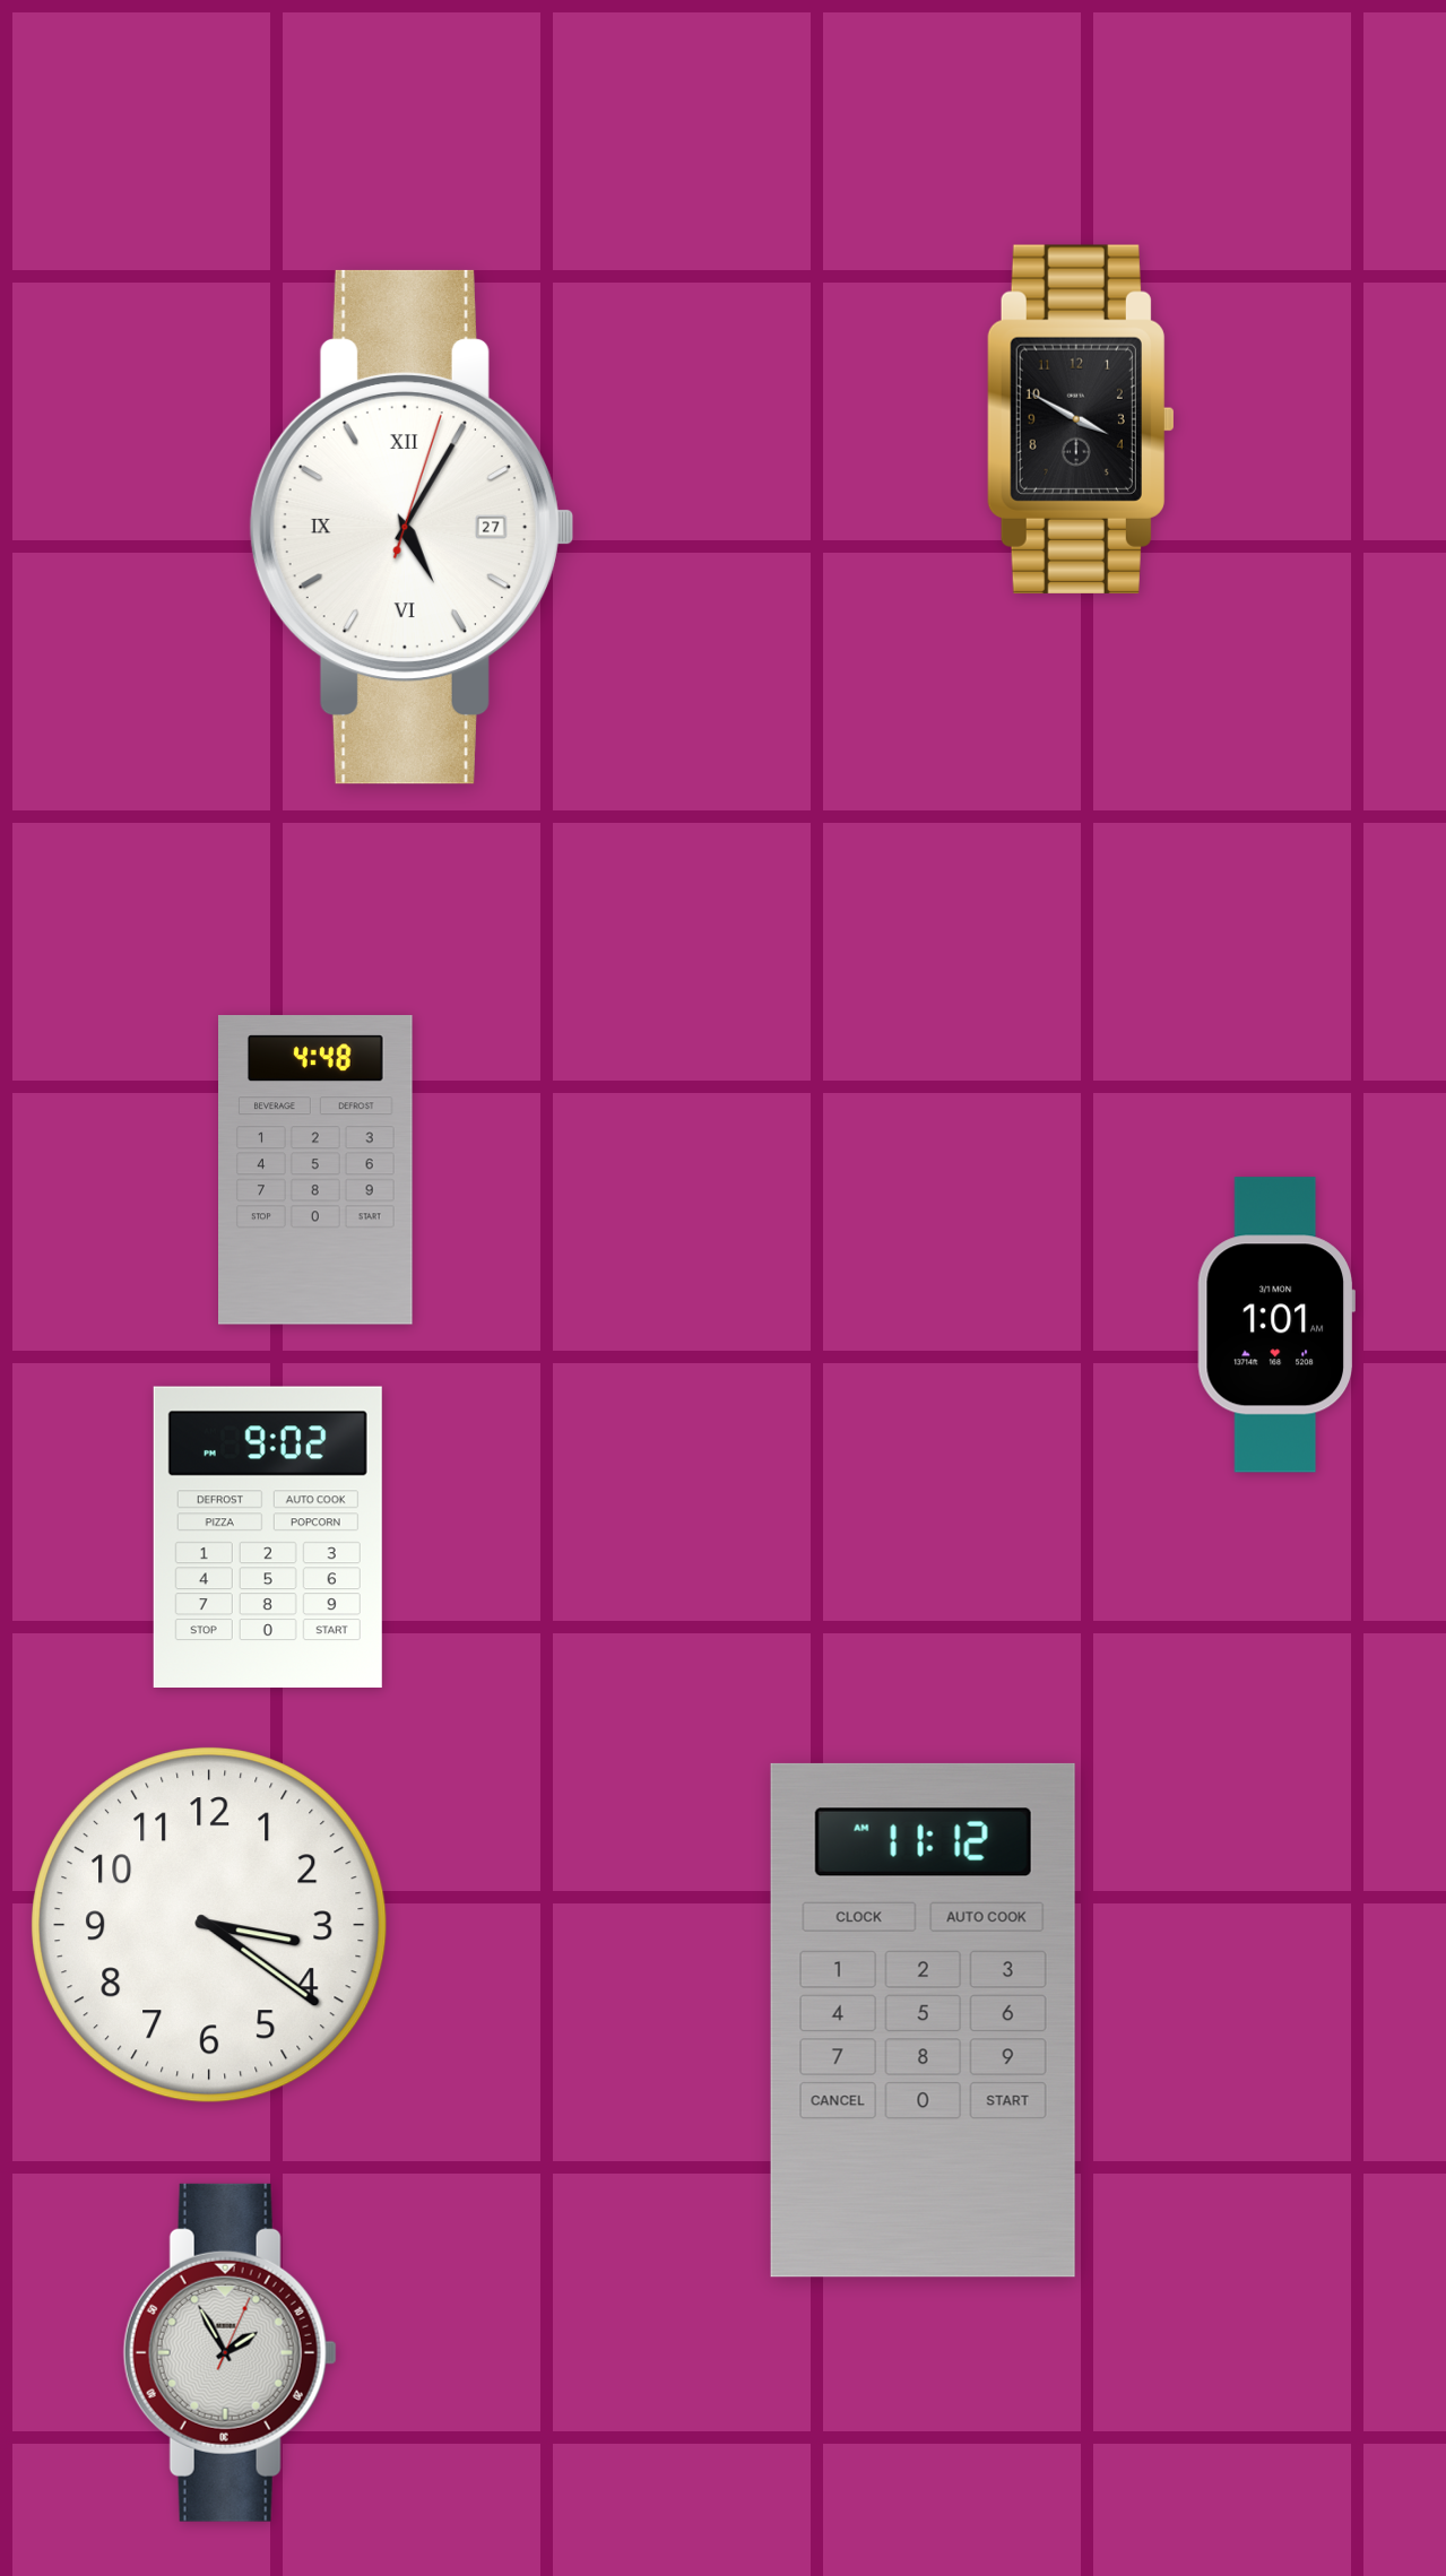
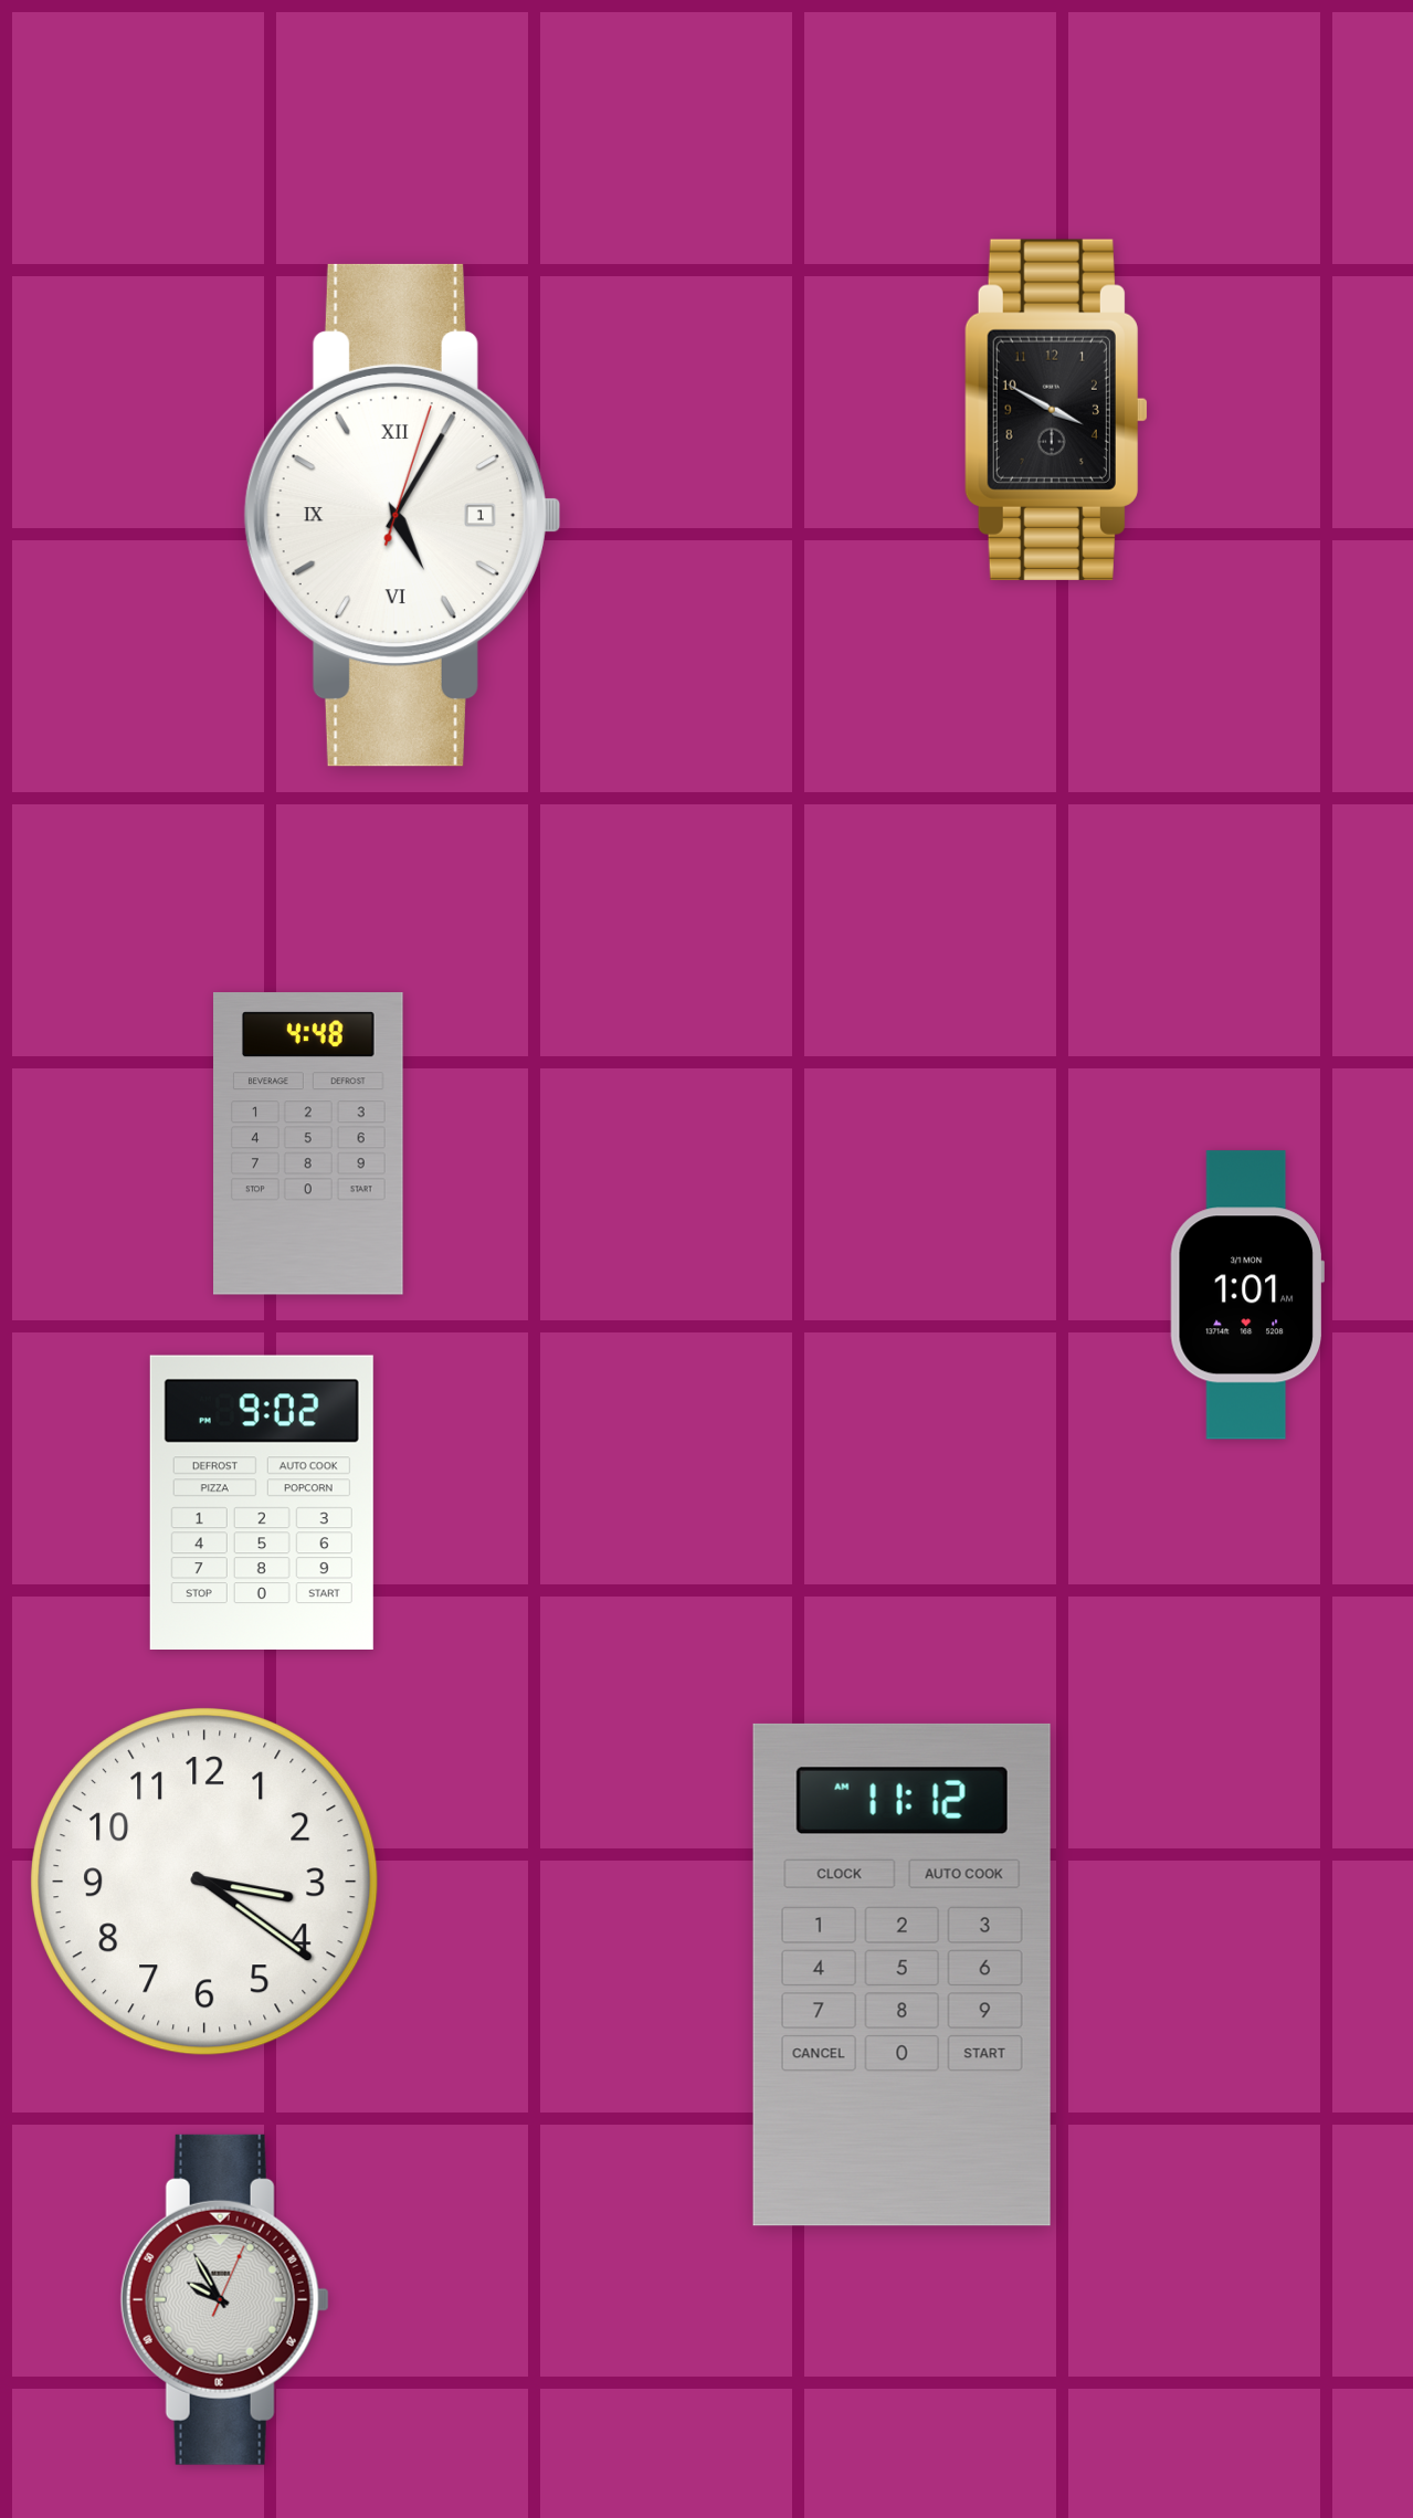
clock at (412, 527) date: 27 -> 1
clock at (230, 2352): 1:55 -> 9:55
